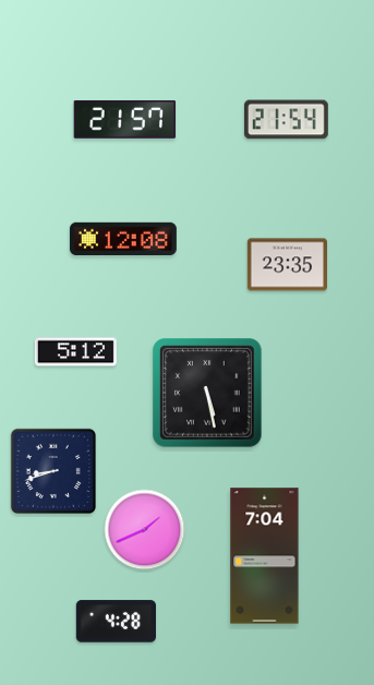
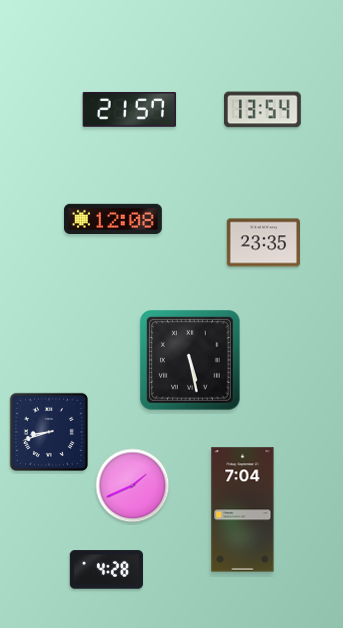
clock at (125, 119) position: (125, 119) -> (130, 109)
clock at (286, 120): 21:54 -> 13:54
clock at (75, 352): 5:12 -> none
